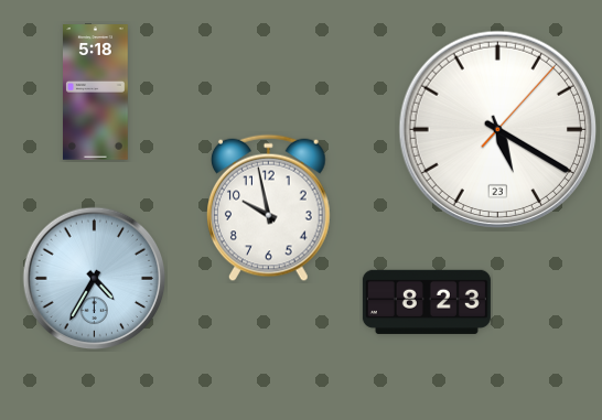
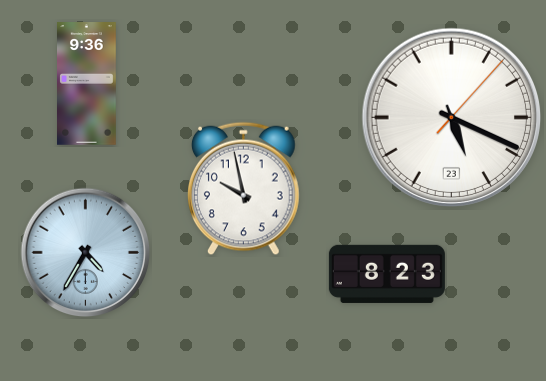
clock at (96, 93): 5:18 -> 9:36
clock at (498, 130): 5:20 -> 5:19
